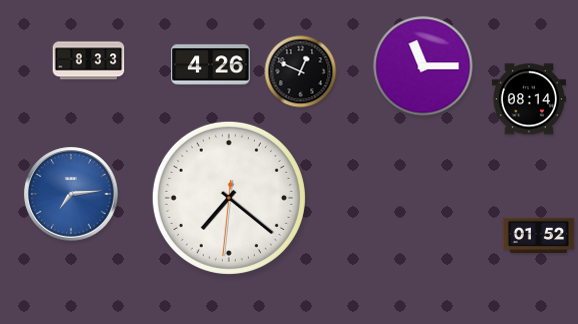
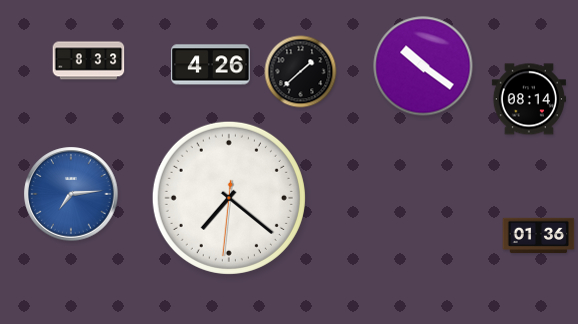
clock at (423, 66): 11:15 -> 10:21
clock at (301, 72): 12:49 -> 1:38
clock at (539, 236): 01:52 -> 01:36
